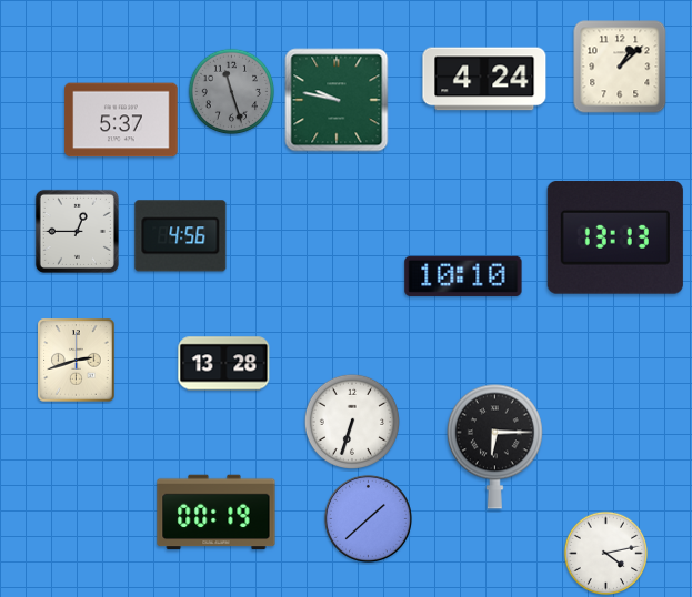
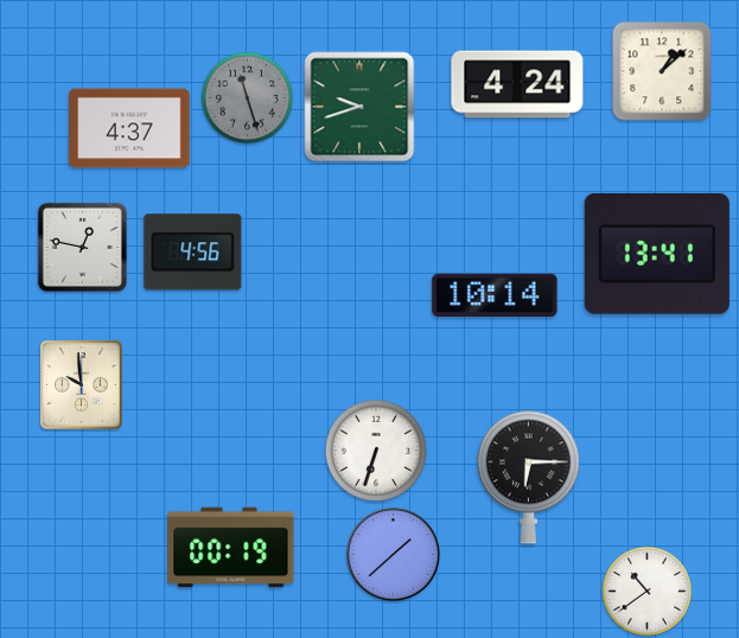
clock at (337, 100): 9:47 -> 9:42
clock at (121, 120): 5:37 -> 4:37
clock at (77, 231): 12:45 -> 12:47
clock at (615, 237): 13:13 -> 13:41
clock at (463, 276): 10:10 -> 10:14
clock at (77, 361): 2:42 -> 9:59
clock at (224, 364): 13:28 -> none
clock at (606, 554): 4:13 -> 10:39
